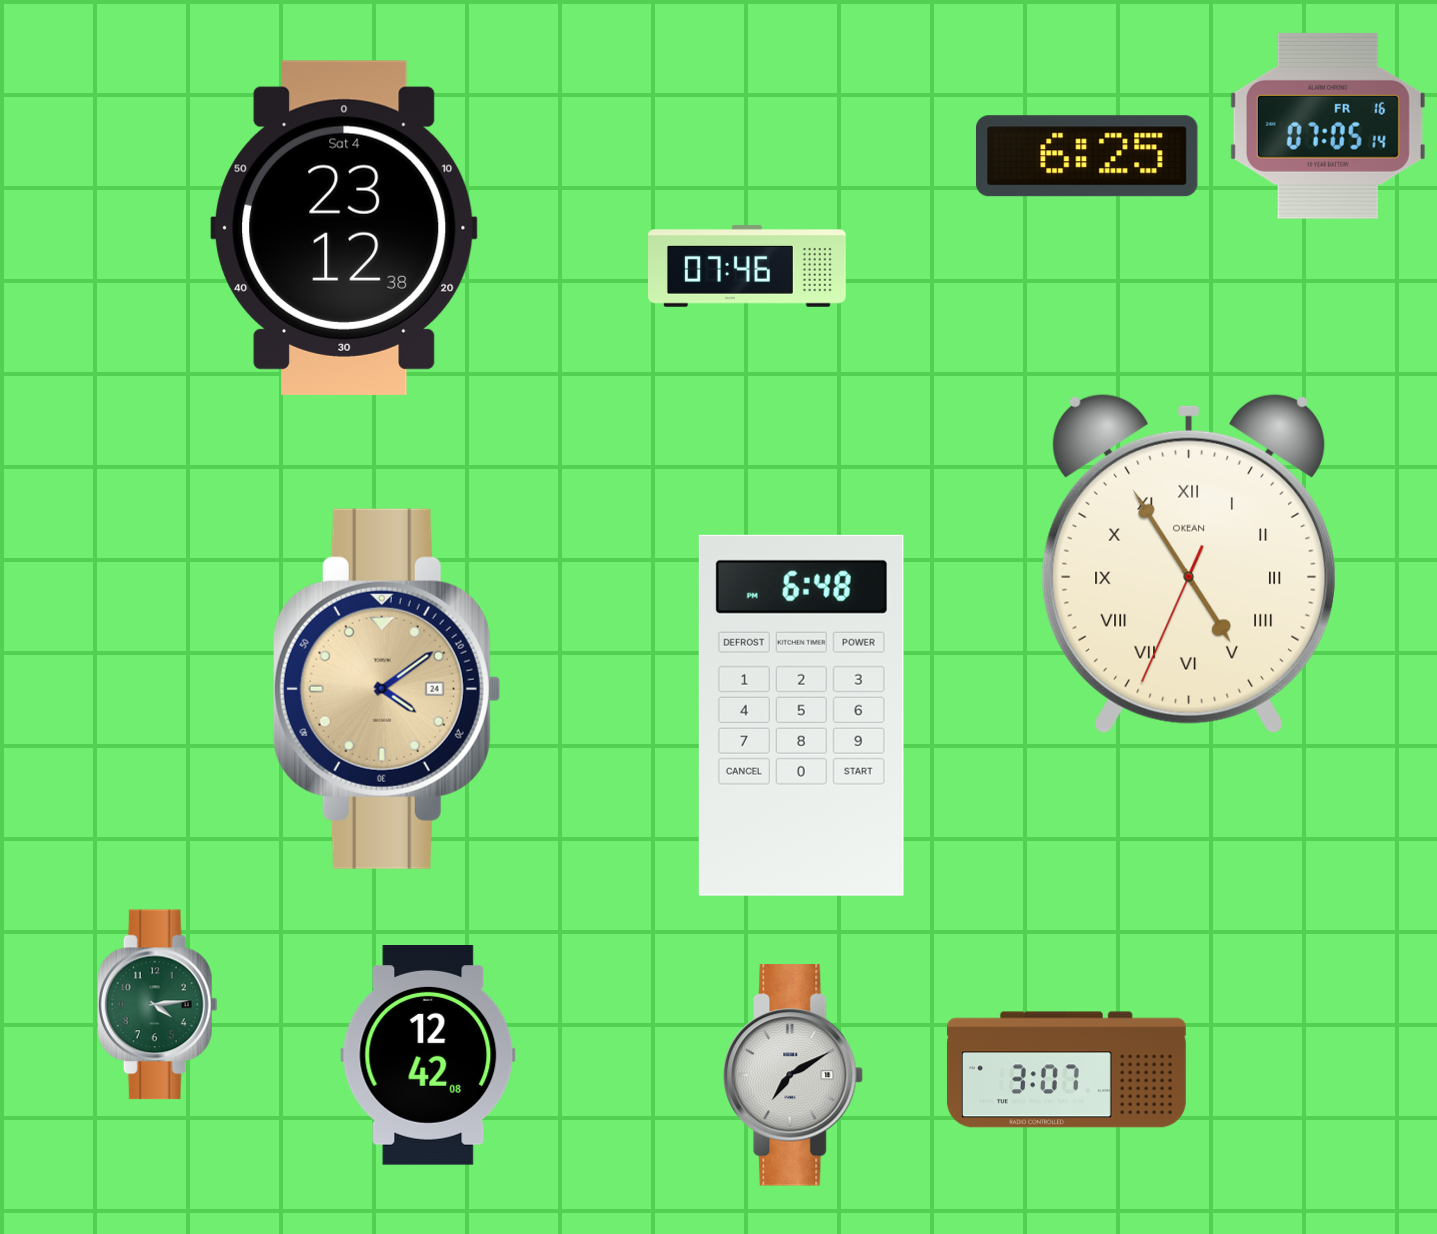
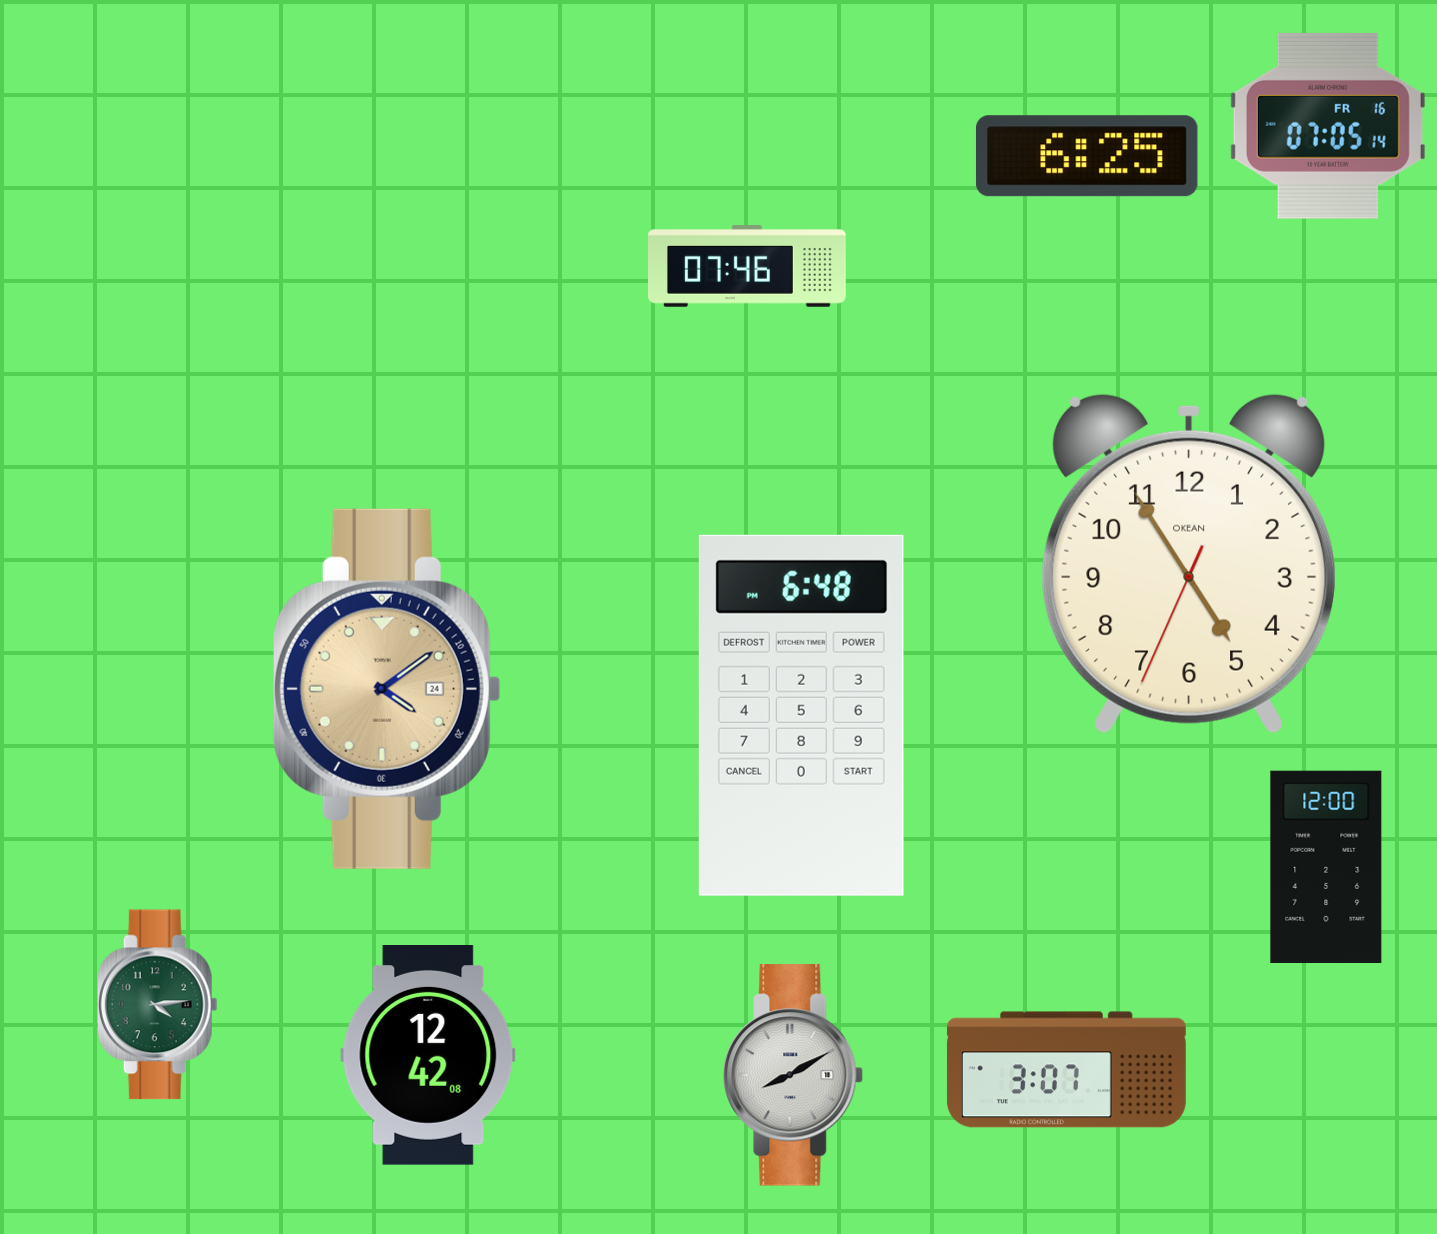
clock at (344, 228): 23:12 -> none
clock at (1189, 564) numerals: Roman -> Arabic
clock at (1326, 866): none -> 12:00
clock at (794, 1075): 7:10 -> 8:10
